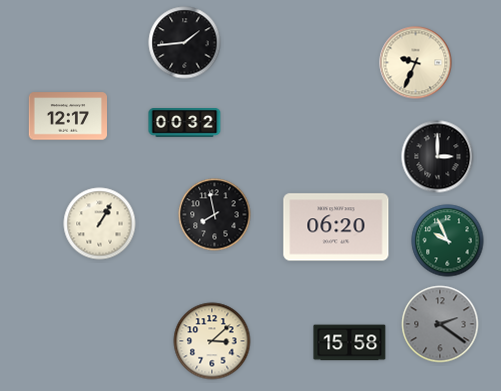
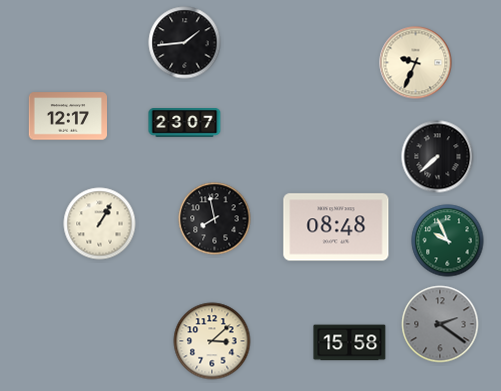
clock at (185, 123): 00:32 -> 23:07
clock at (438, 157): 3:00 -> 7:38
clock at (215, 215) position: (215, 215) -> (215, 219)
clock at (336, 227): 06:20 -> 08:48
